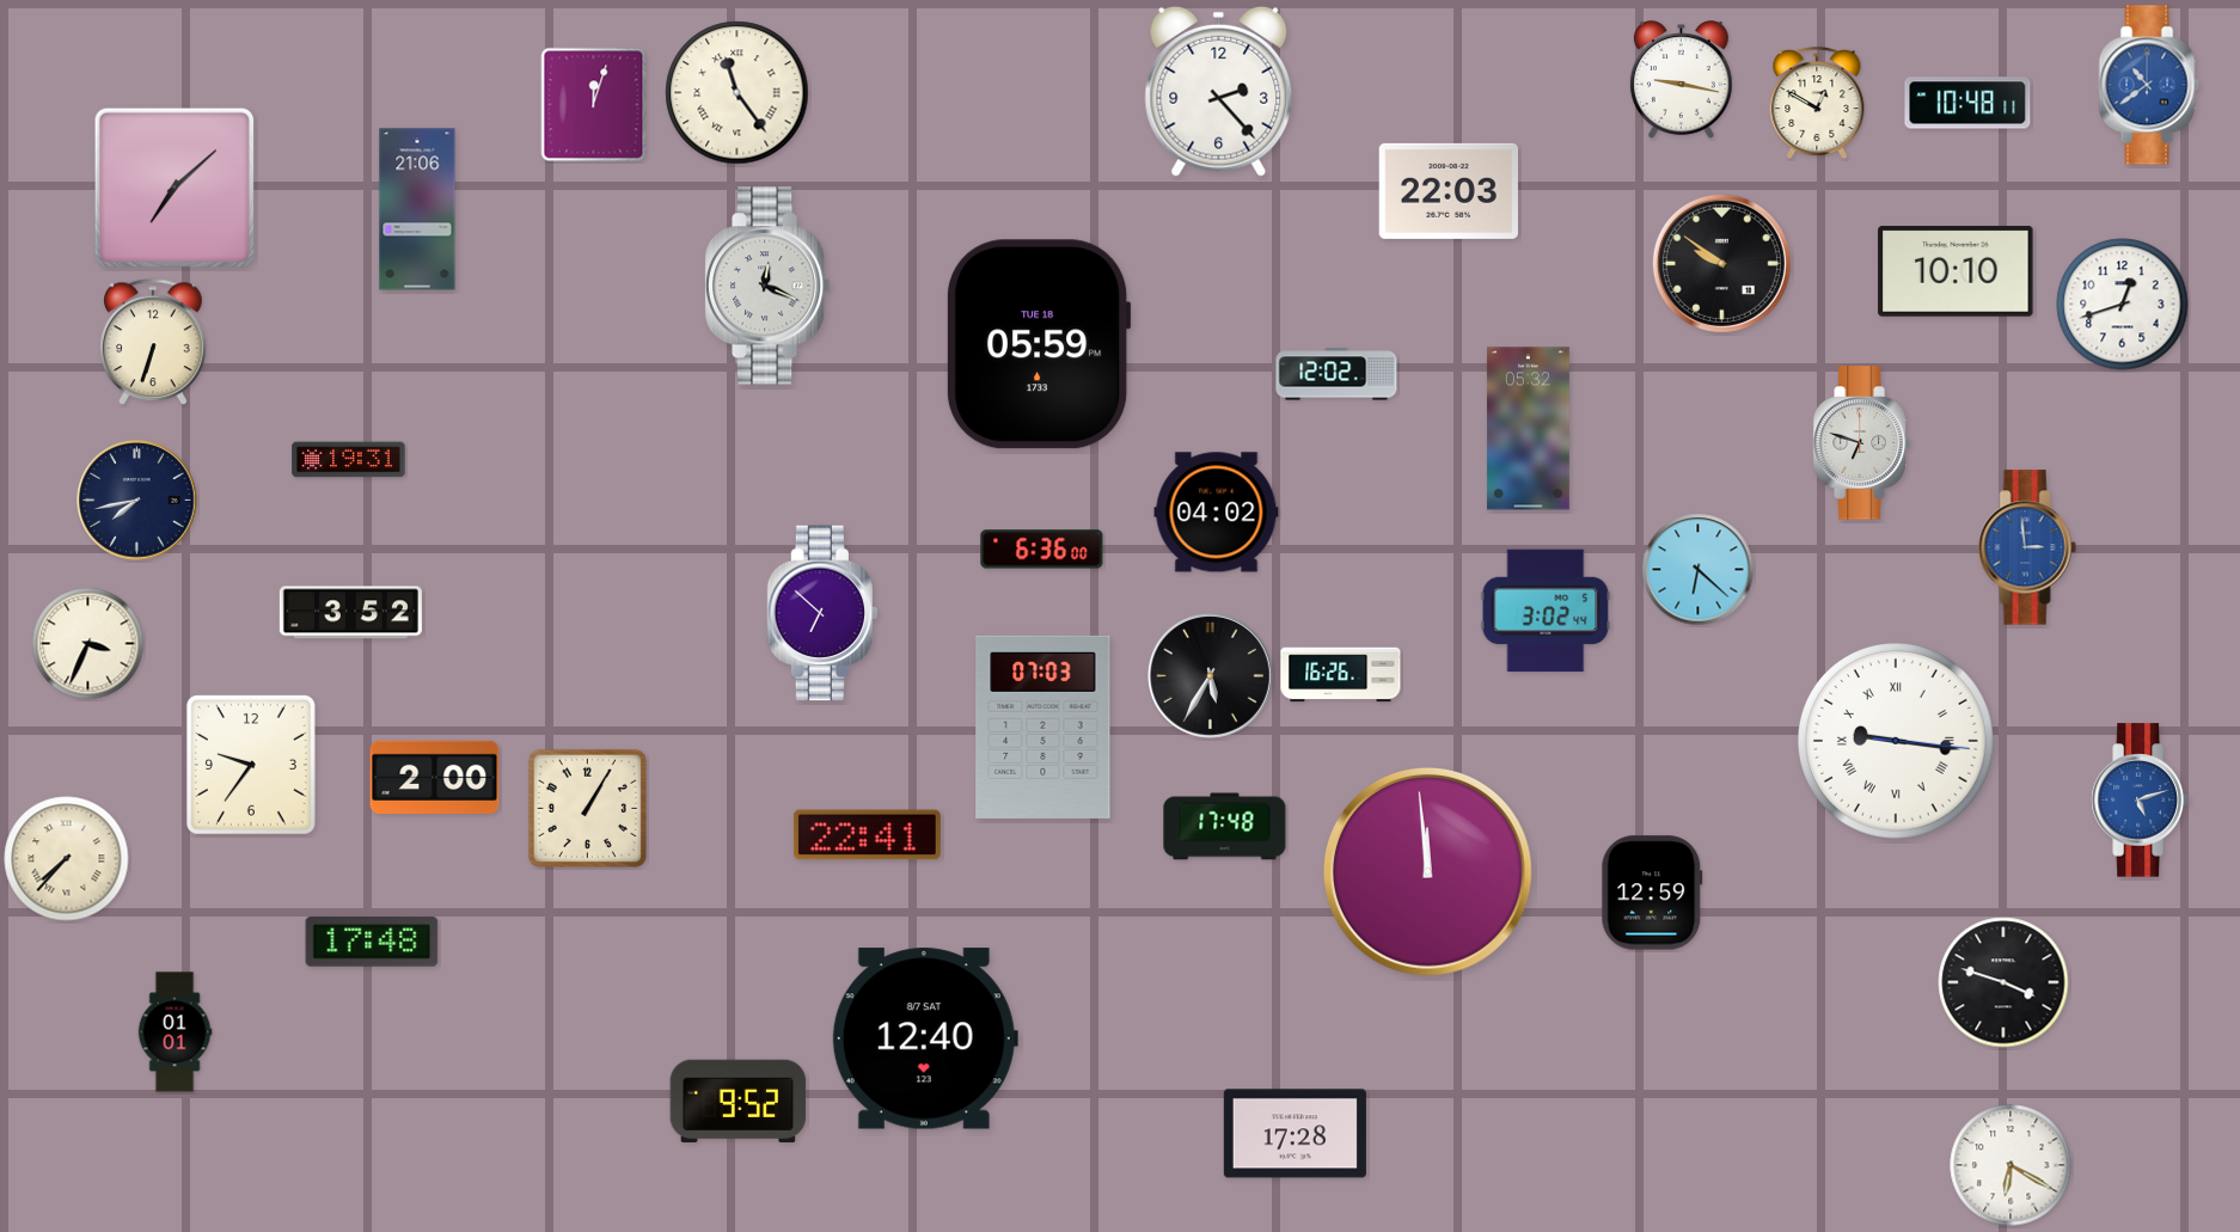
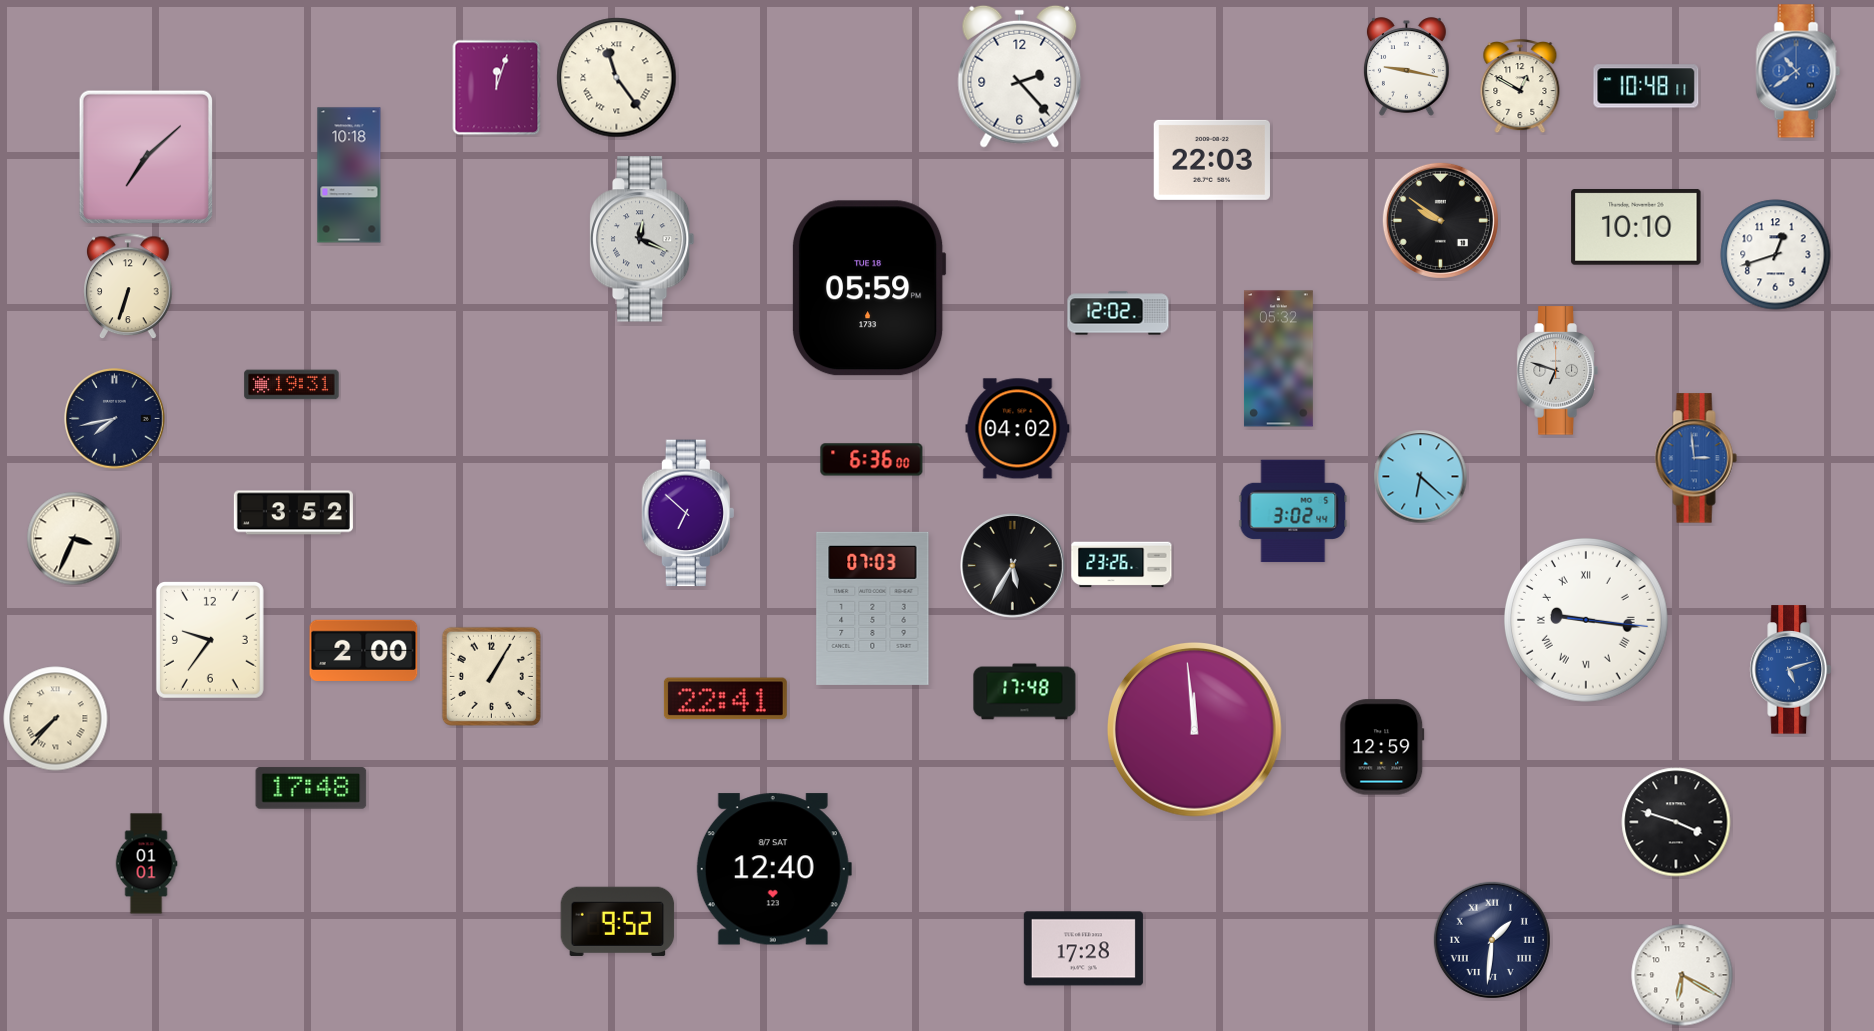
clock at (417, 209): 21:06 -> 10:18
clock at (1341, 675): 16:26 -> 23:26
clock at (1492, 940): none -> 1:31
